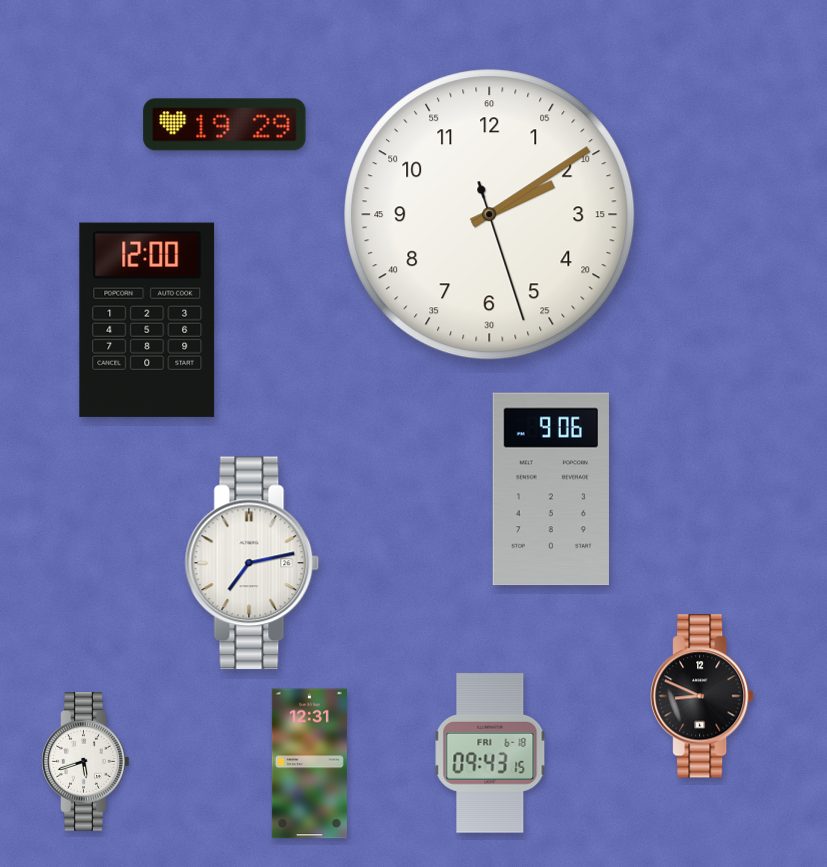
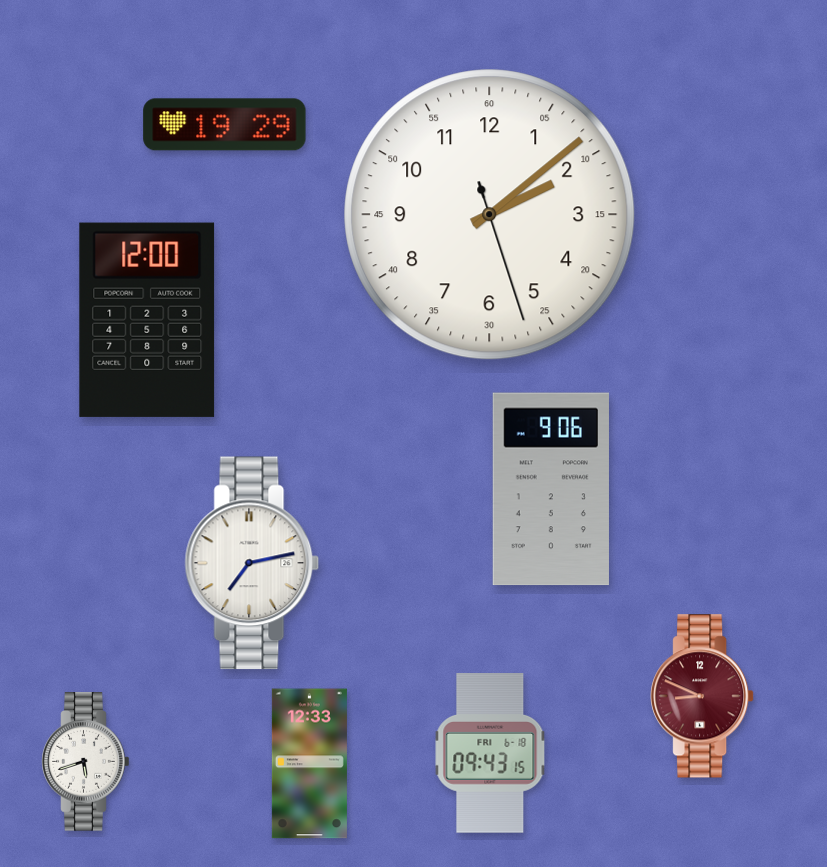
clock at (490, 215): 2:09 -> 2:08
clock at (703, 696) dial: black -> burgundy
clock at (309, 764): 12:31 -> 12:33
